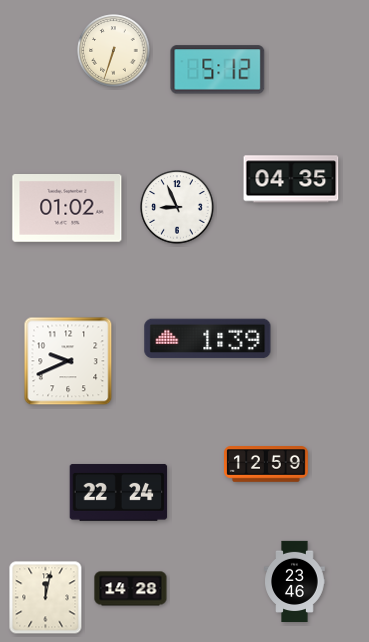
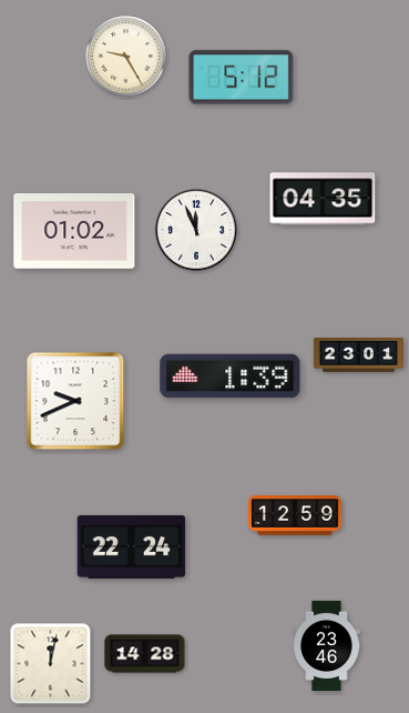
clock at (114, 51): 6:33 -> 9:25
clock at (177, 207): 8:56 -> 11:56
clock at (358, 355): none -> 23:01
